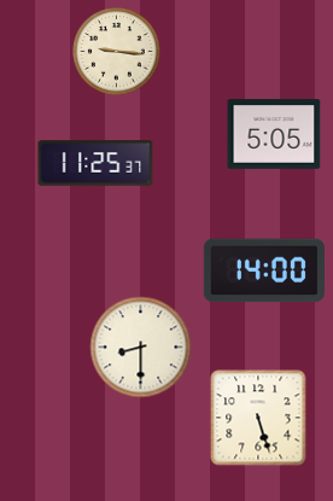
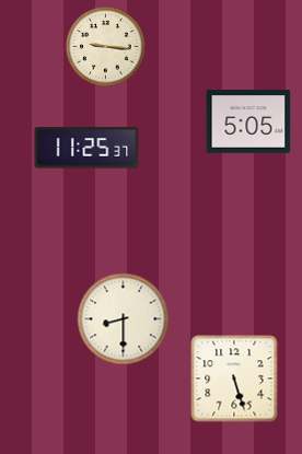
clock at (264, 270): 14:00 -> none
clock at (141, 348) position: (141, 348) -> (124, 319)
